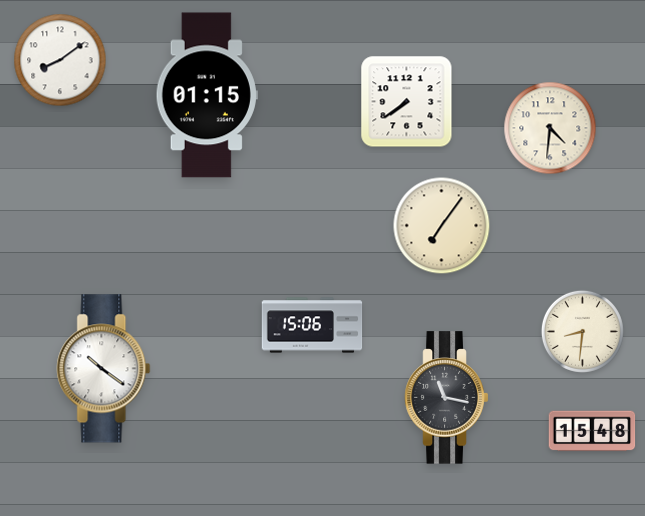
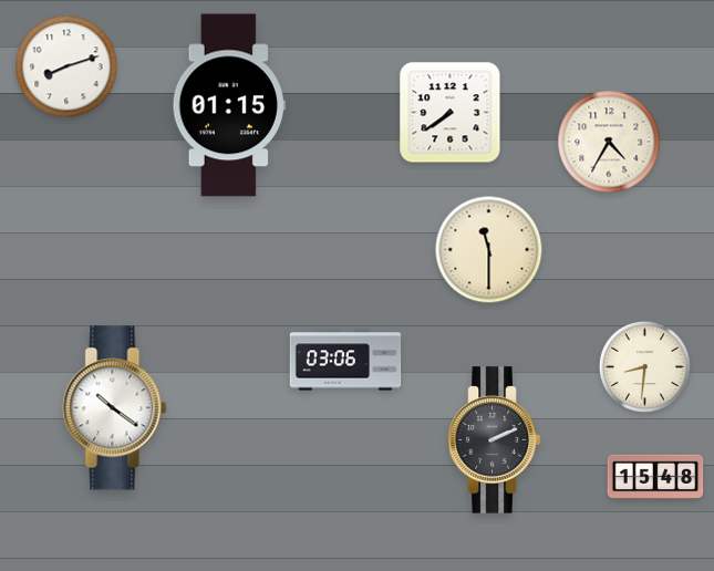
clock at (60, 60): 8:09 -> 8:12
clock at (550, 128): 4:31 -> 4:35
clock at (442, 226): 7:06 -> 11:30
clock at (312, 325): 15:06 -> 03:06
clock at (447, 398): 11:17 -> 2:11
